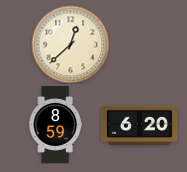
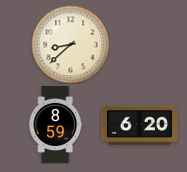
clock at (70, 44): 12:38 -> 8:38
